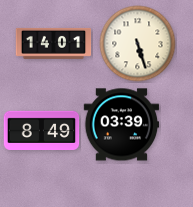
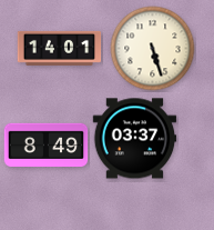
clock at (122, 125): 03:39 -> 03:37
